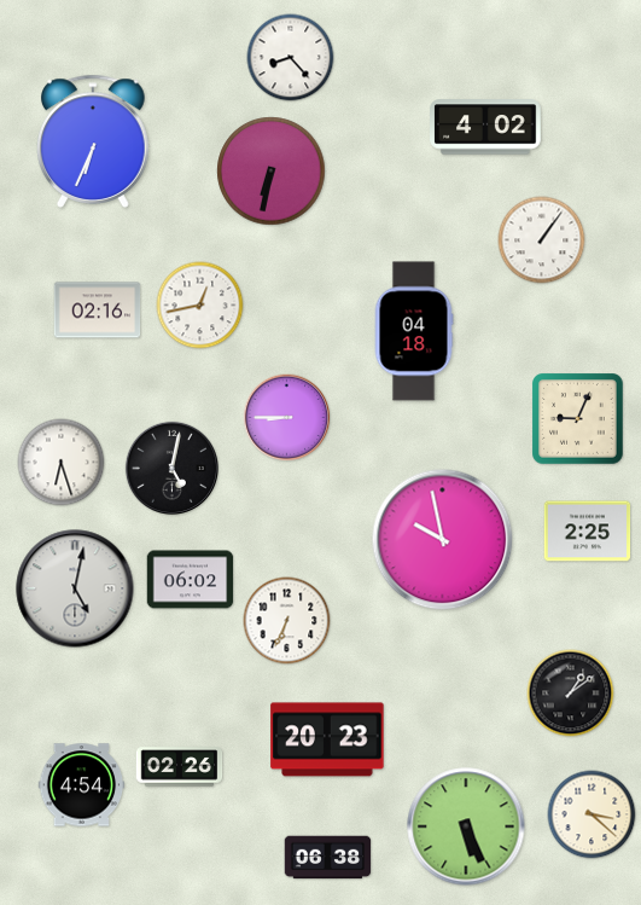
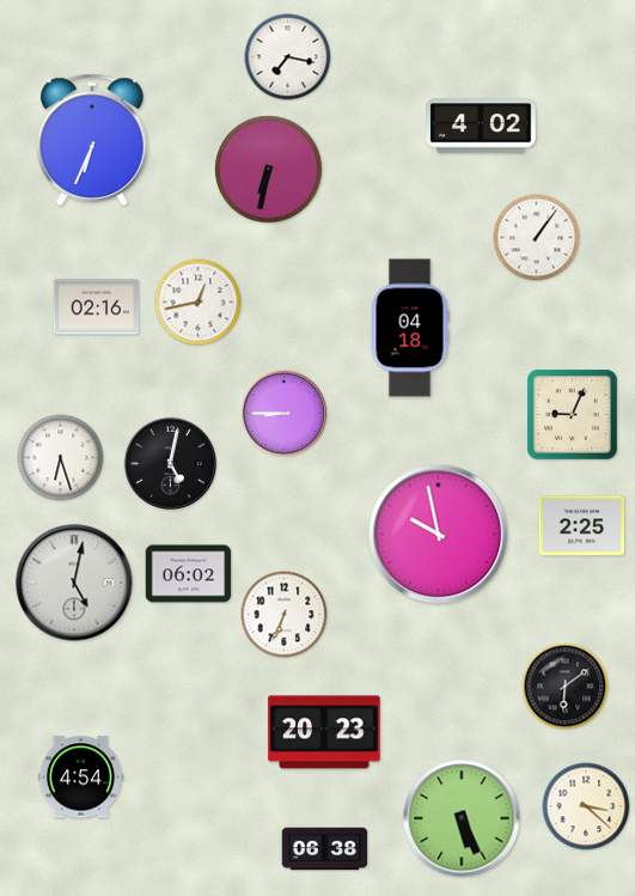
clock at (291, 58): 8:23 -> 7:17
clock at (571, 694): 1:09 -> 6:09
clock at (180, 767): 02:26 -> none
